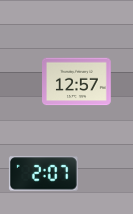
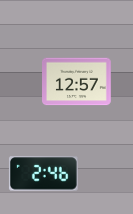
clock at (43, 174): 2:07 -> 2:46
